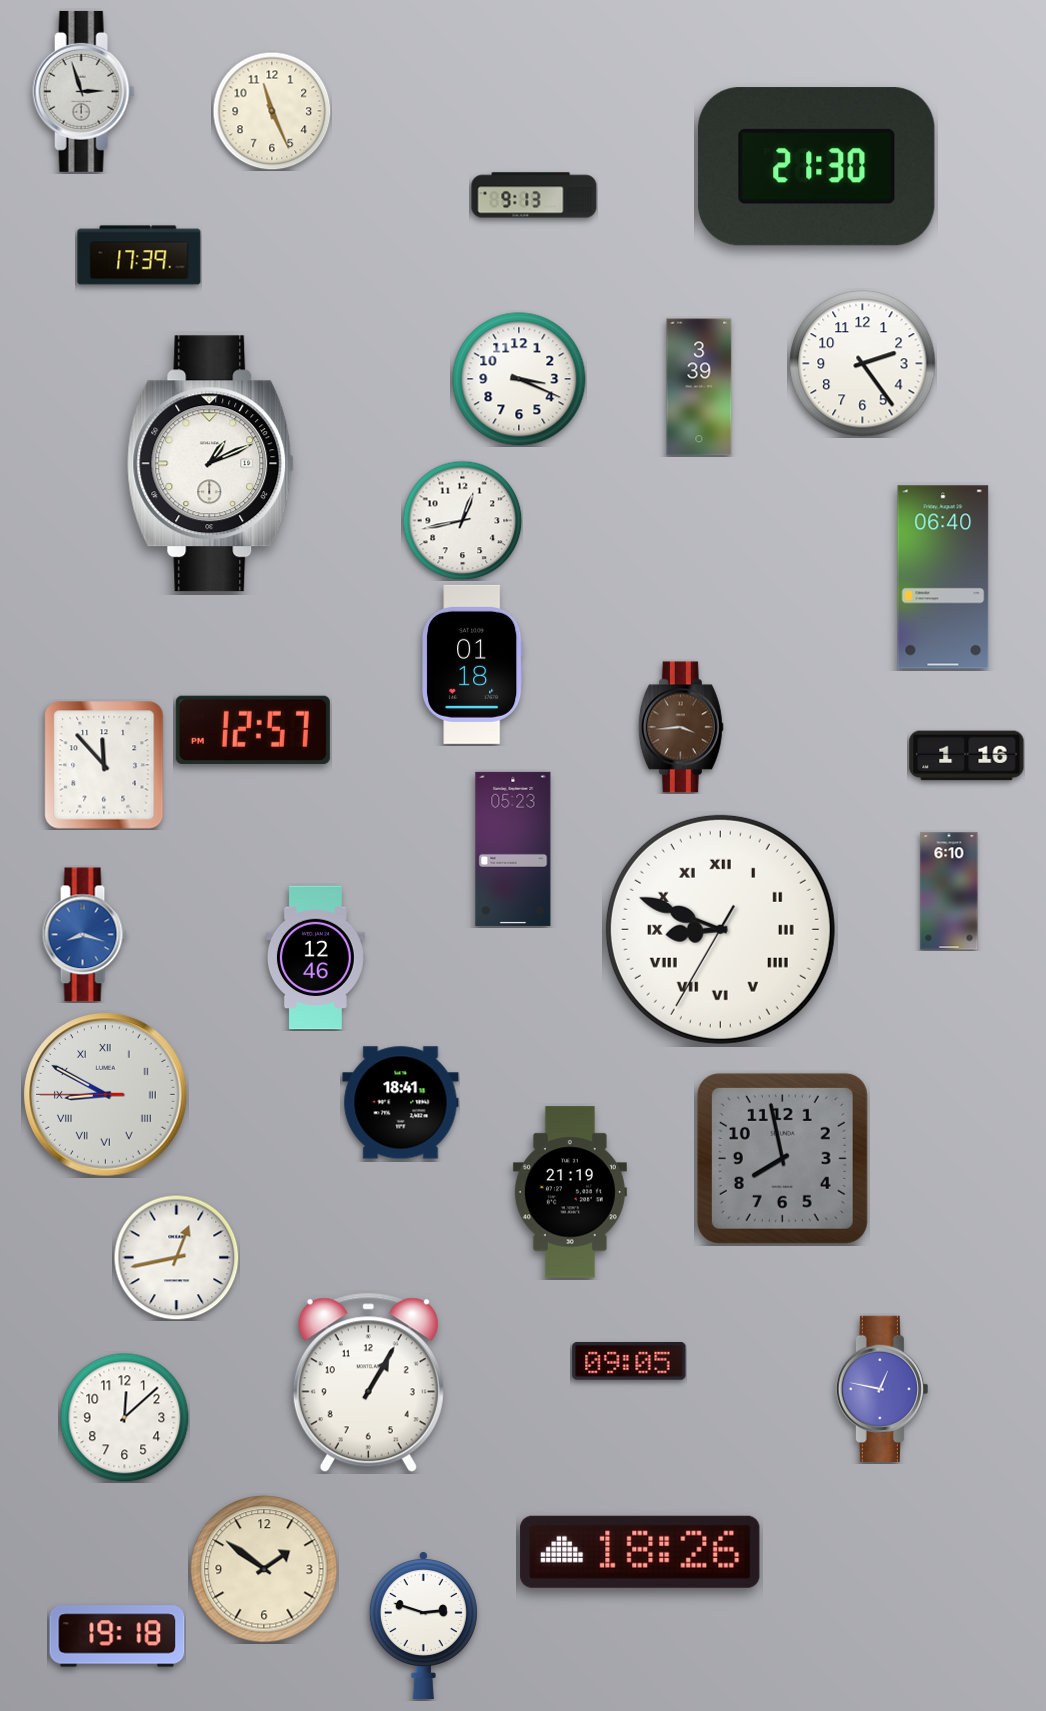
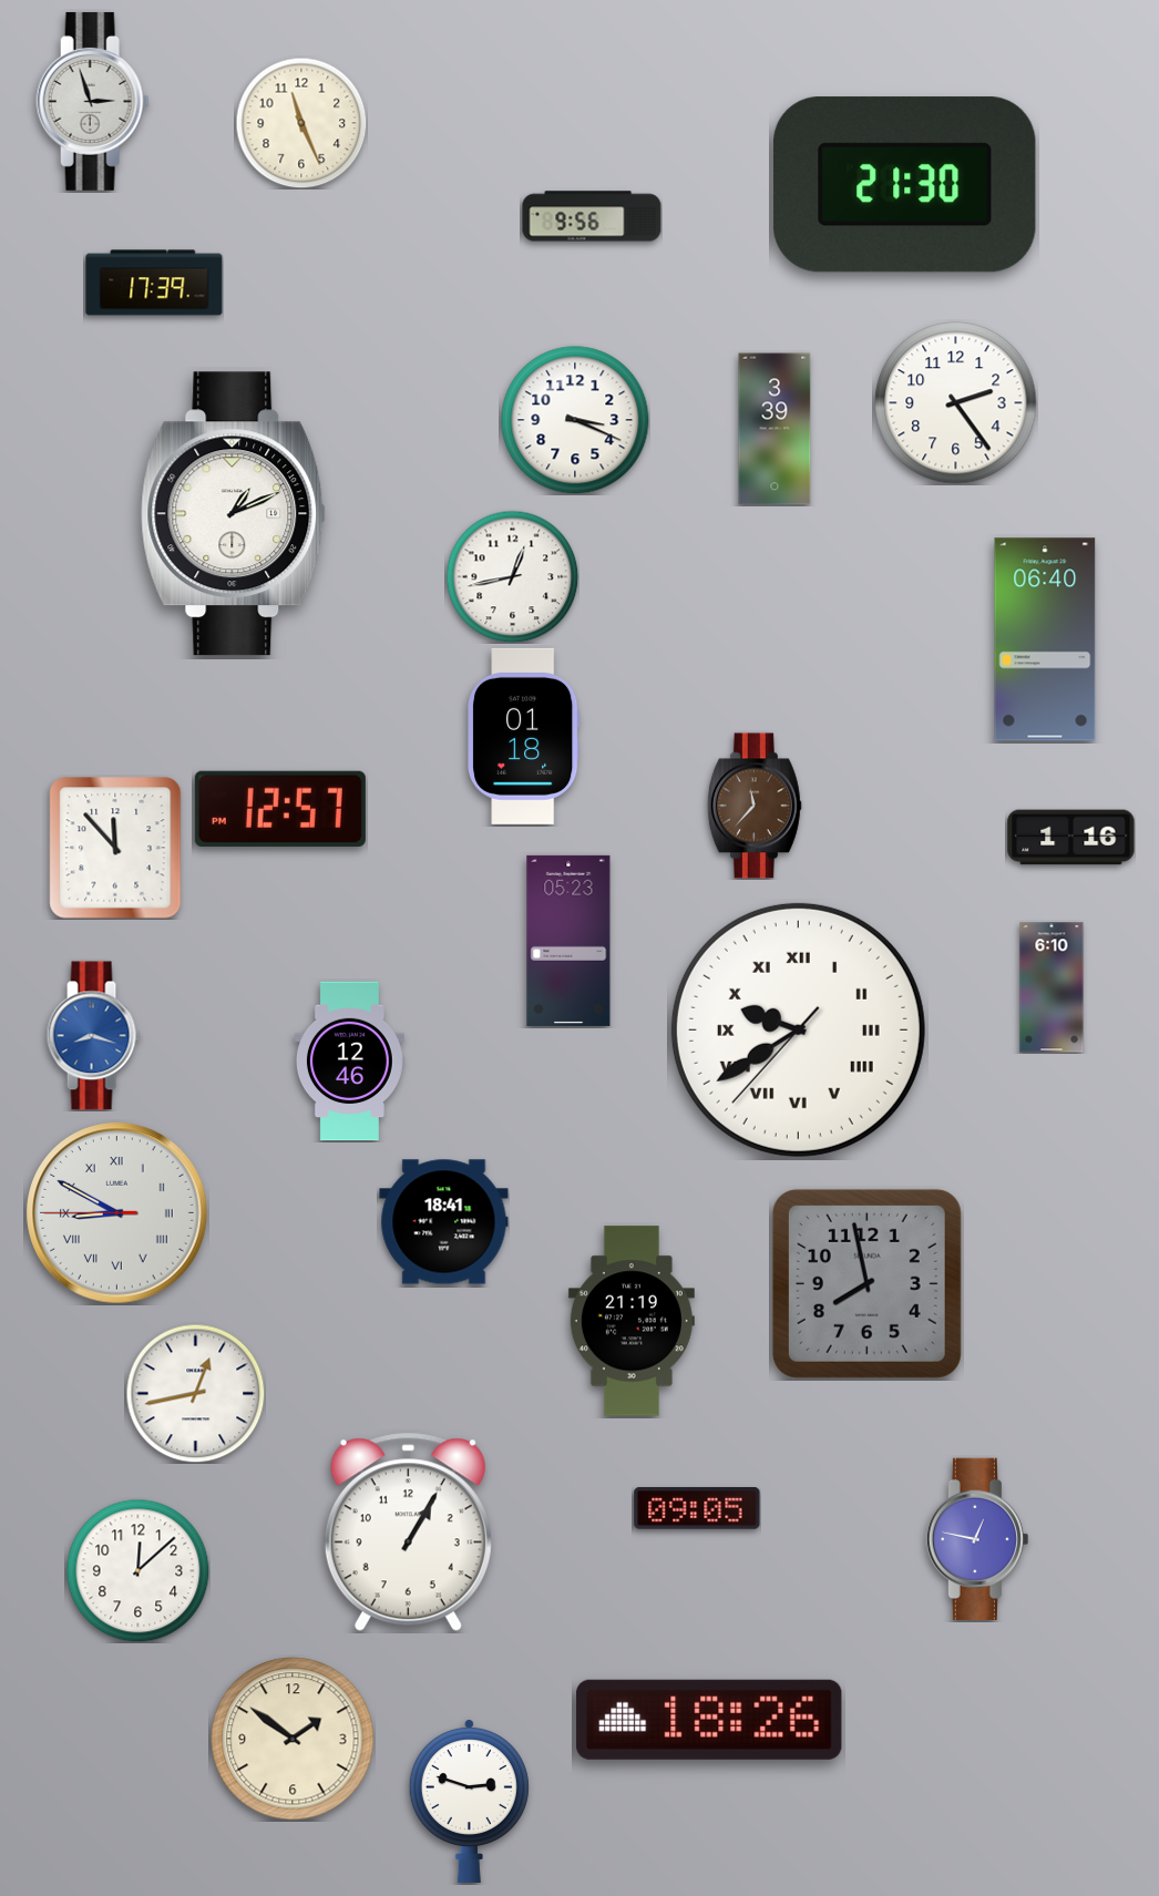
clock at (534, 195): 9:13 -> 9:56
clock at (681, 727): 3:44 -> 11:37
clock at (720, 929): 8:48 -> 9:39
clock at (117, 1636): 19:18 -> none
